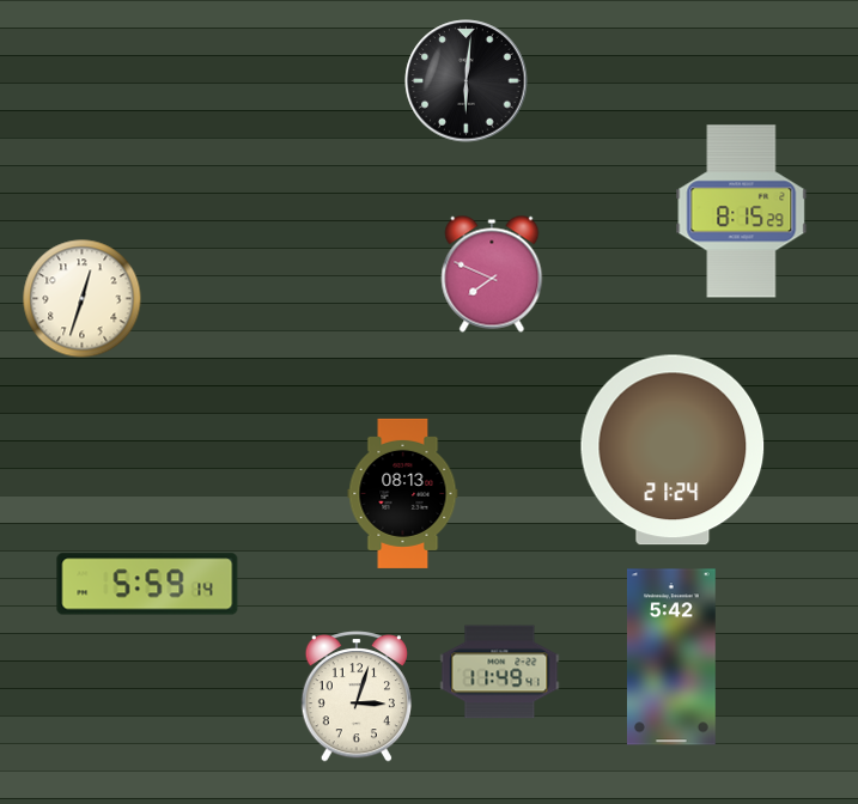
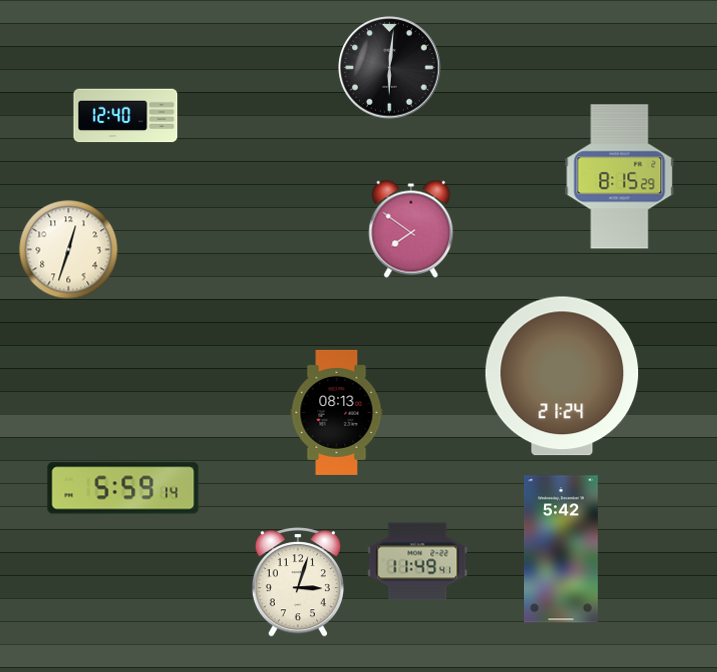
clock at (126, 116): none -> 12:40
clock at (492, 274): 7:49 -> 7:51
